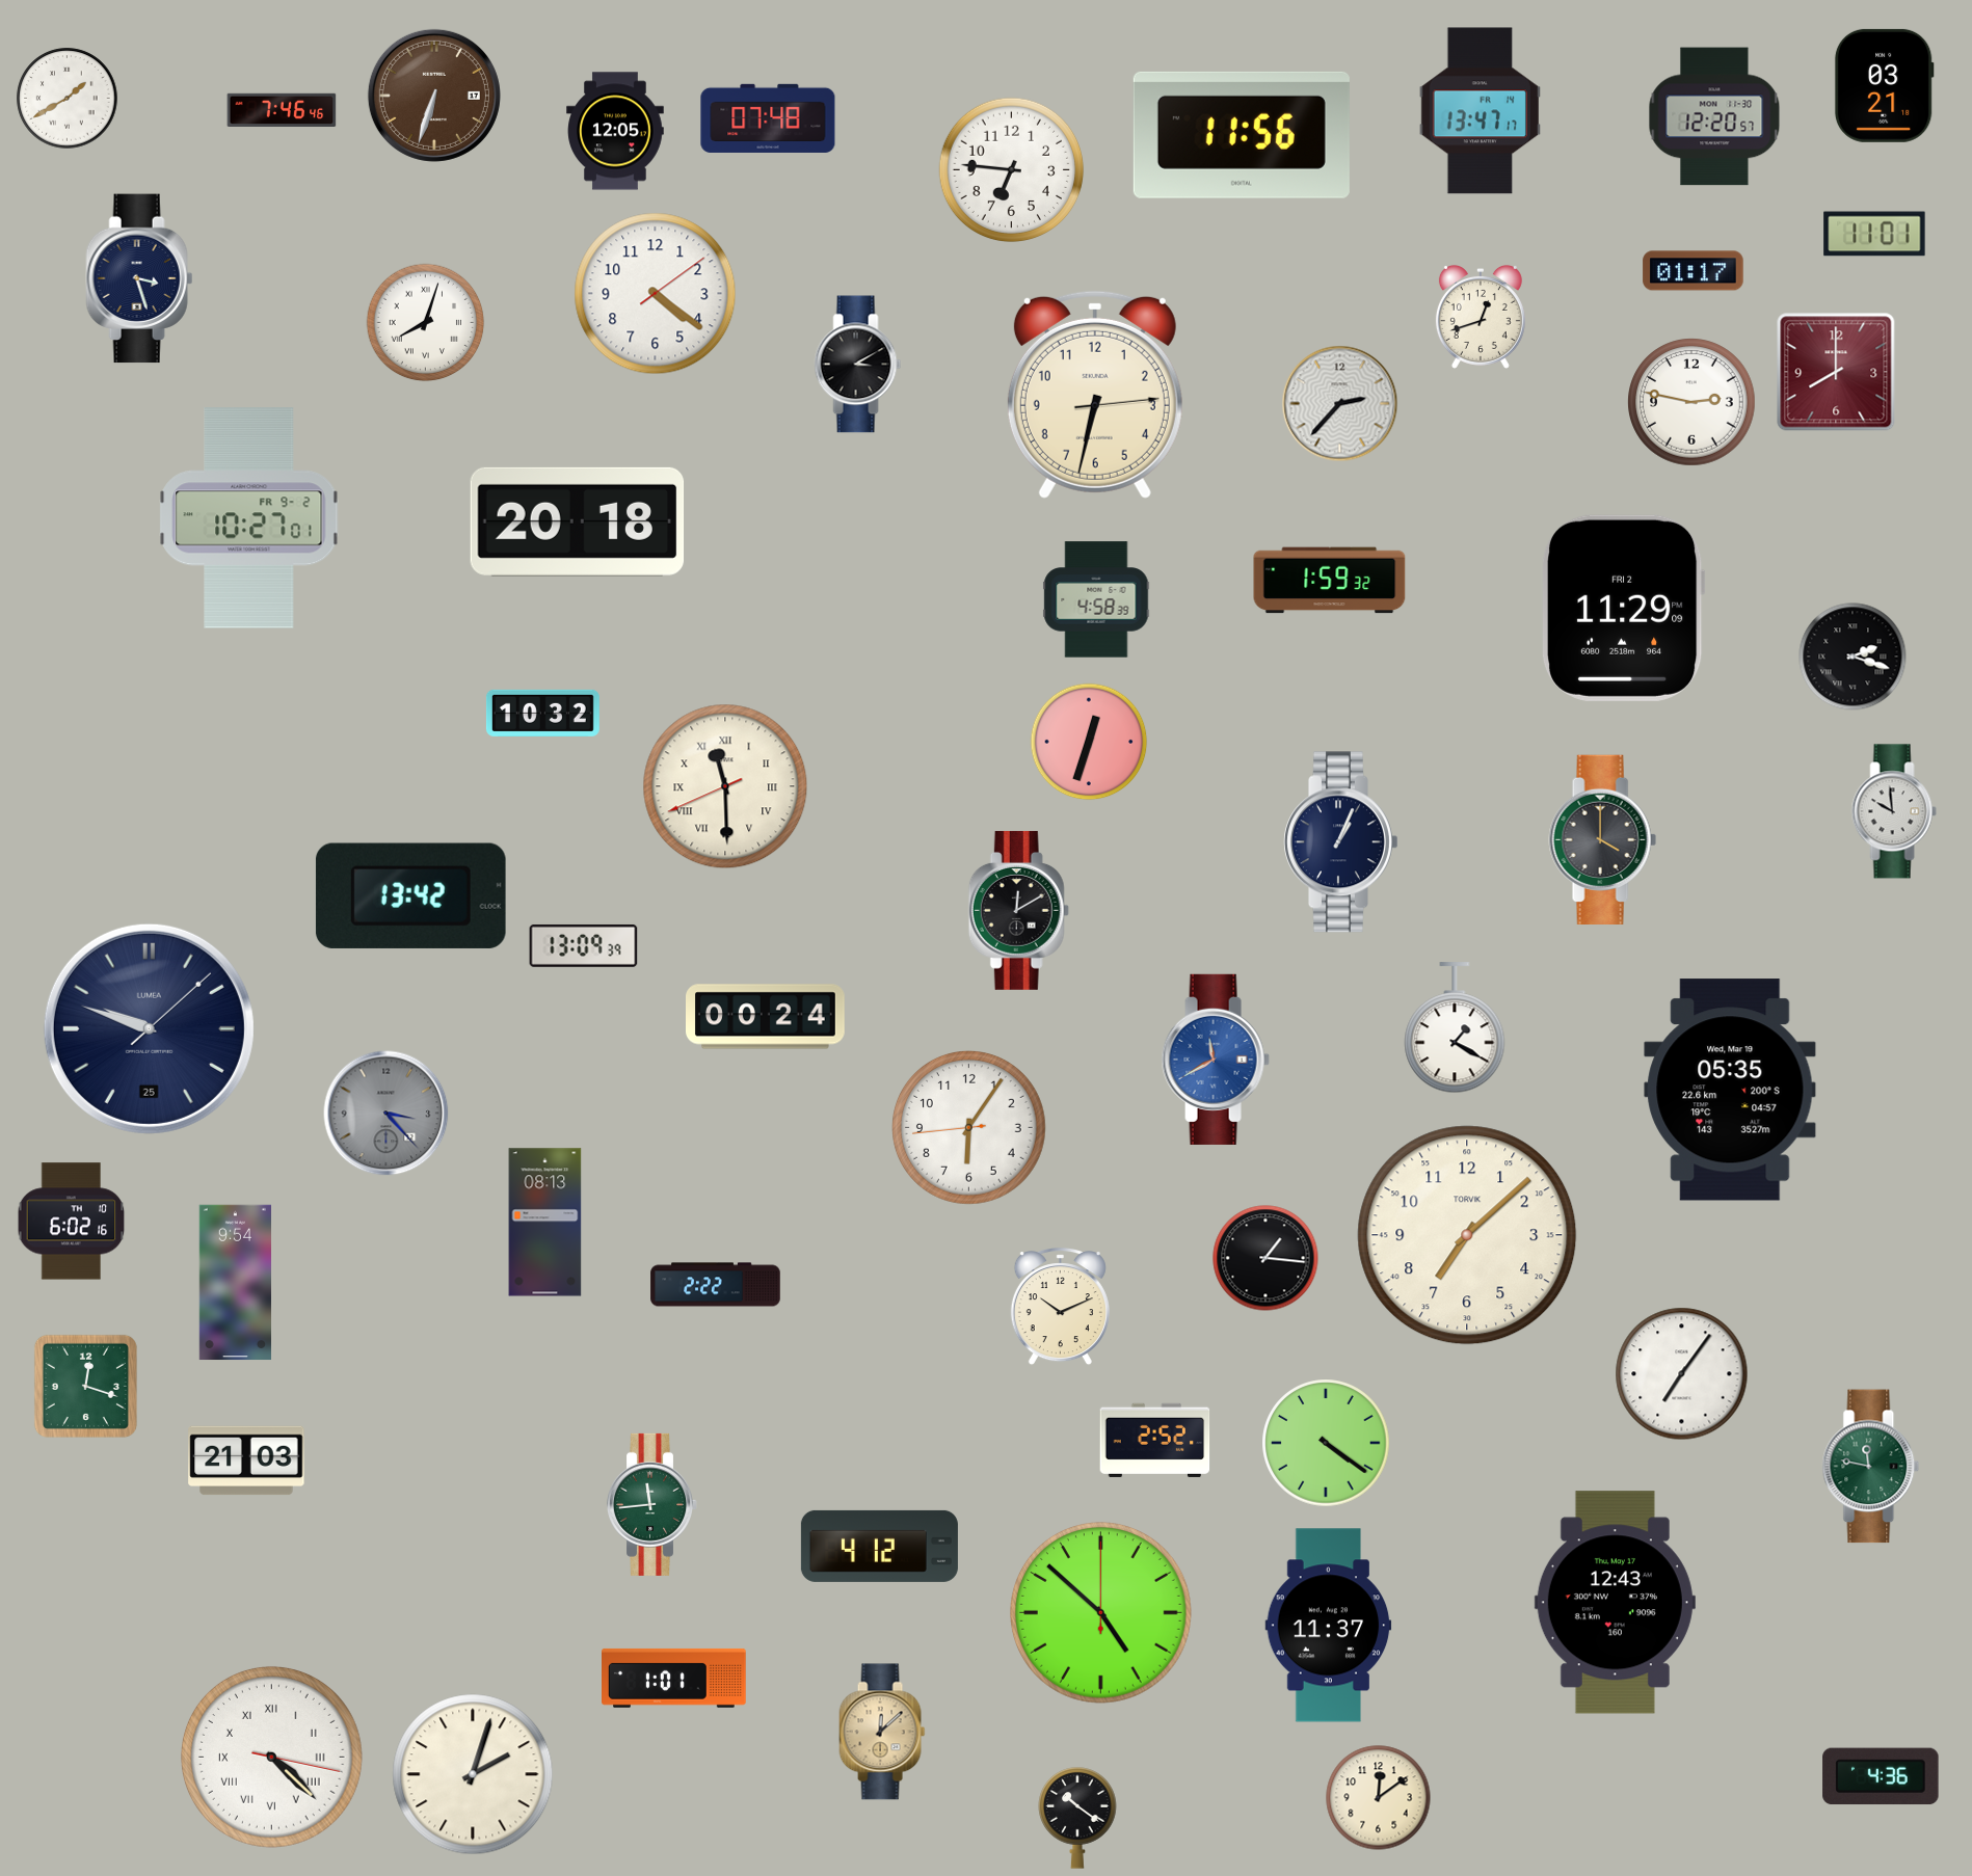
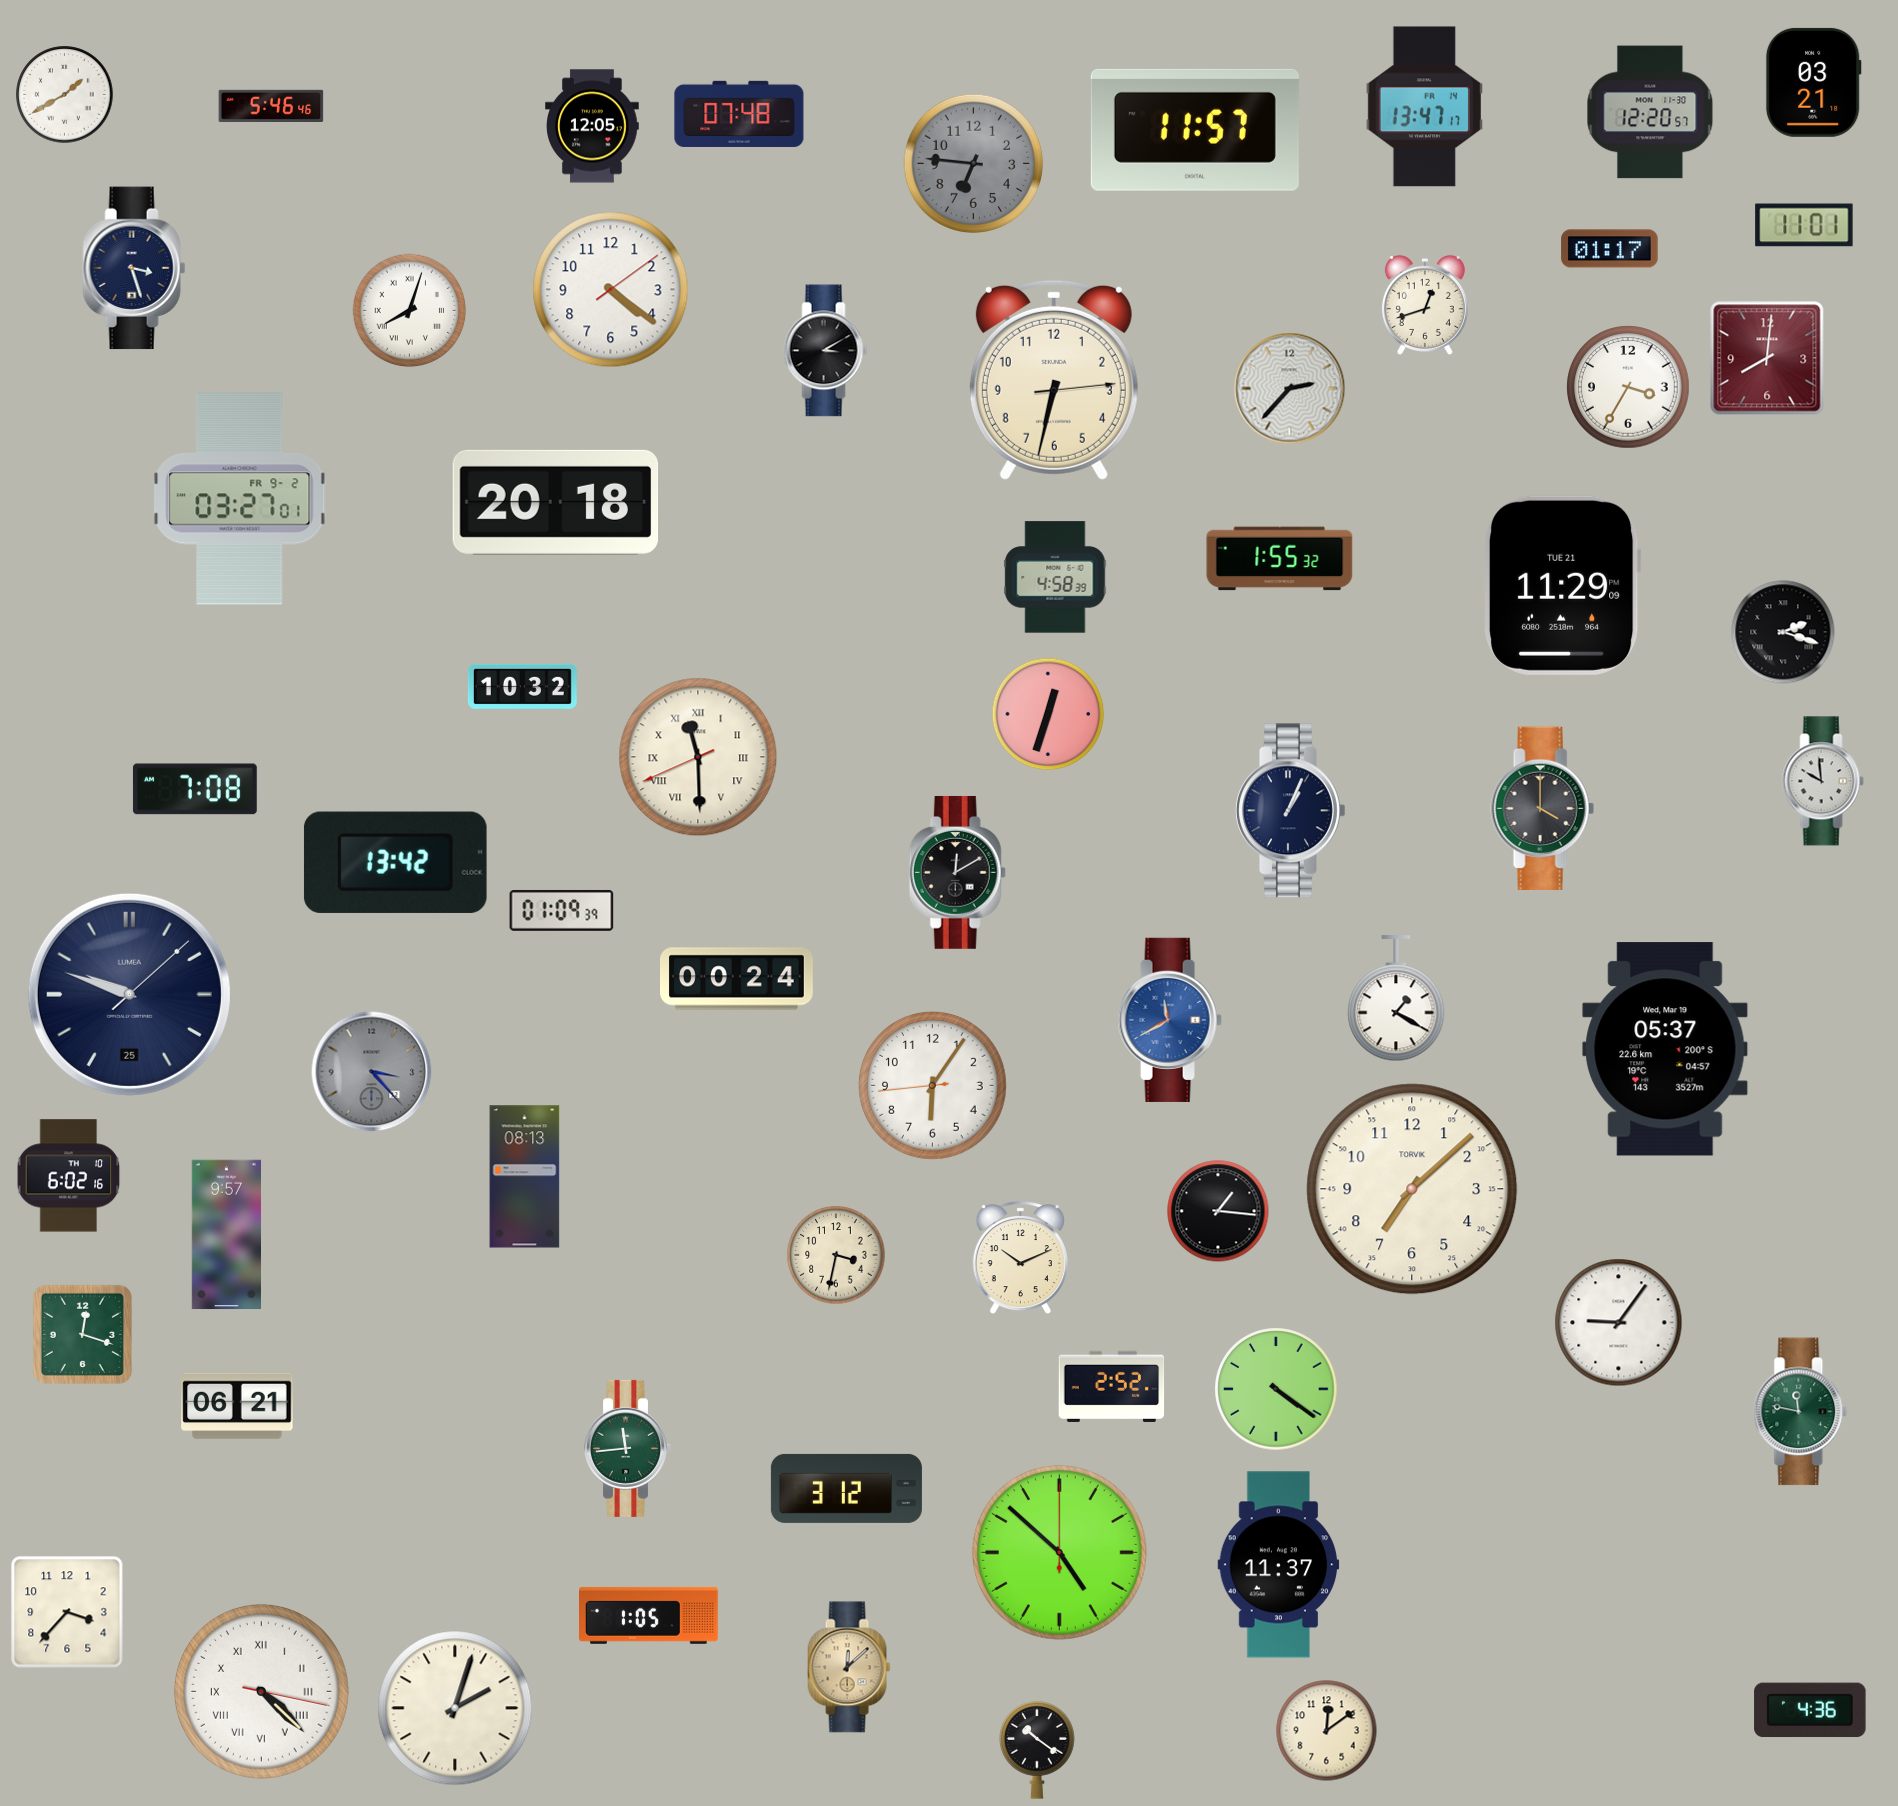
clock at (434, 96): 6:33 -> none
clock at (282, 109): 7:46 -> 5:46
clock at (1242, 135): 11:56 -> 11:57
clock at (1012, 170) dial: white -> grey
clock at (1694, 271) position: (1694, 271) -> (1610, 249)
clock at (656, 294) position: (656, 294) -> (611, 290)
clock at (1836, 372): 8:00 -> 8:01
clock at (1691, 402): 2:47 -> 3:35
clock at (249, 518): 10:27 -> 03:27
clock at (1330, 581): 1:59 -> 1:55
clock at (1623, 608) date: FRI 2 -> TUE 21
clock at (195, 789): none -> 7:08
clock at (1018, 910) position: (1018, 910) -> (957, 872)
clock at (584, 945): 13:09 -> 01:09
clock at (149, 1028) position: (149, 1028) -> (129, 994)
clock at (1455, 1028) position: (1455, 1028) -> (1396, 999)
clock at (1730, 1090): 05:35 -> 05:37
clock at (235, 1283): 9:54 -> 9:57
clock at (716, 1285): 2:22 -> none
clock at (836, 1255): none -> 3:32
clock at (1682, 1374): 7:06 -> 9:06
clock at (246, 1460): 21:03 -> 06:21
clock at (879, 1546): 4:12 -> 3:12
clock at (1615, 1603): 12:43 -> none
clock at (67, 1612): none -> 3:37
clock at (674, 1678): 1:01 -> 1:05
